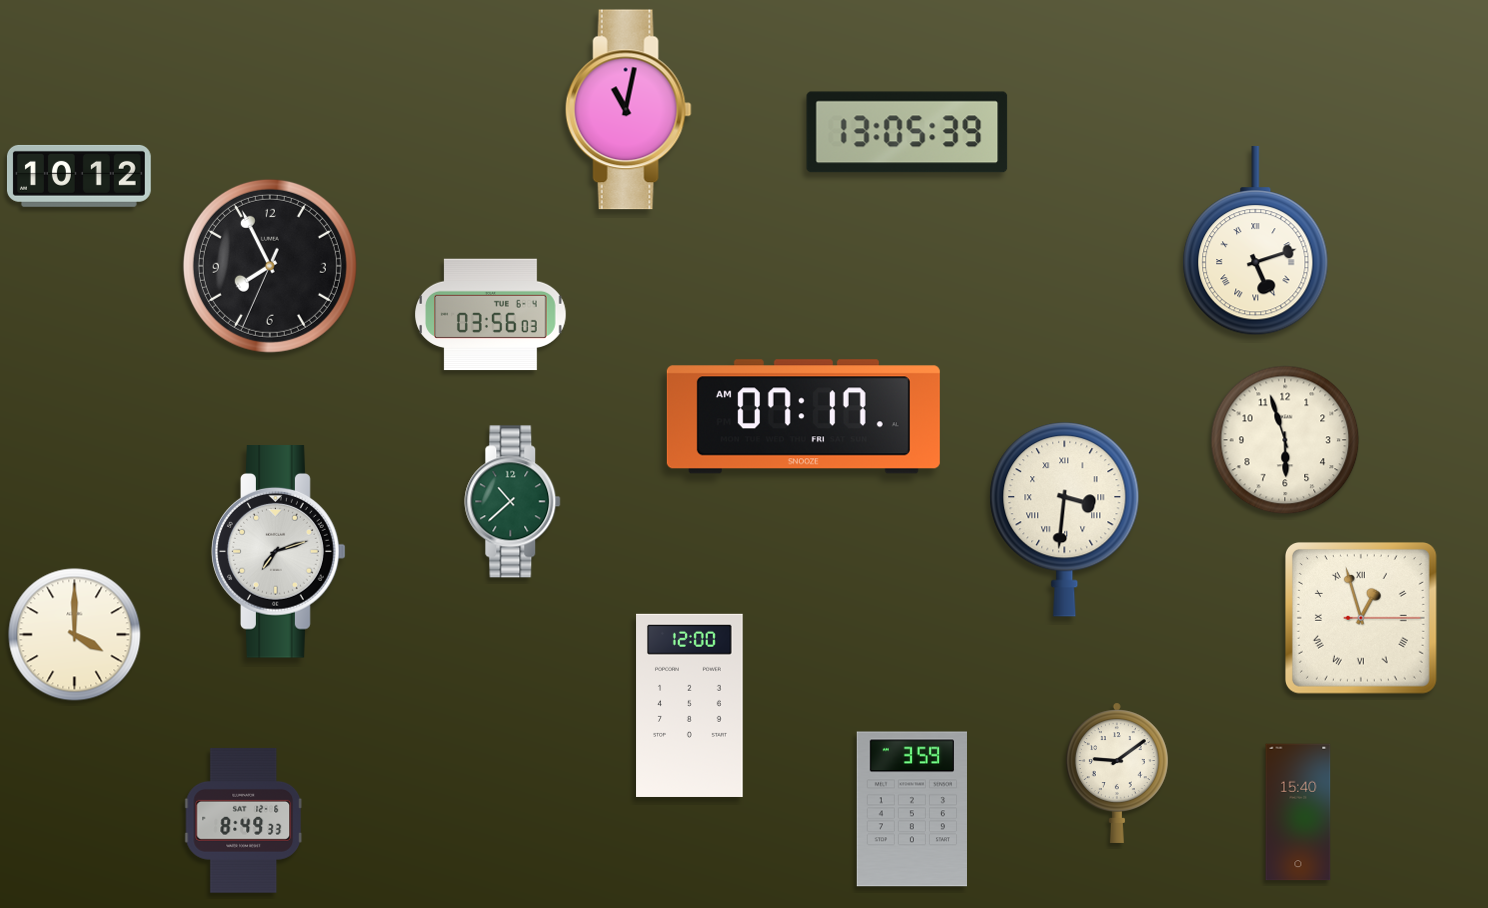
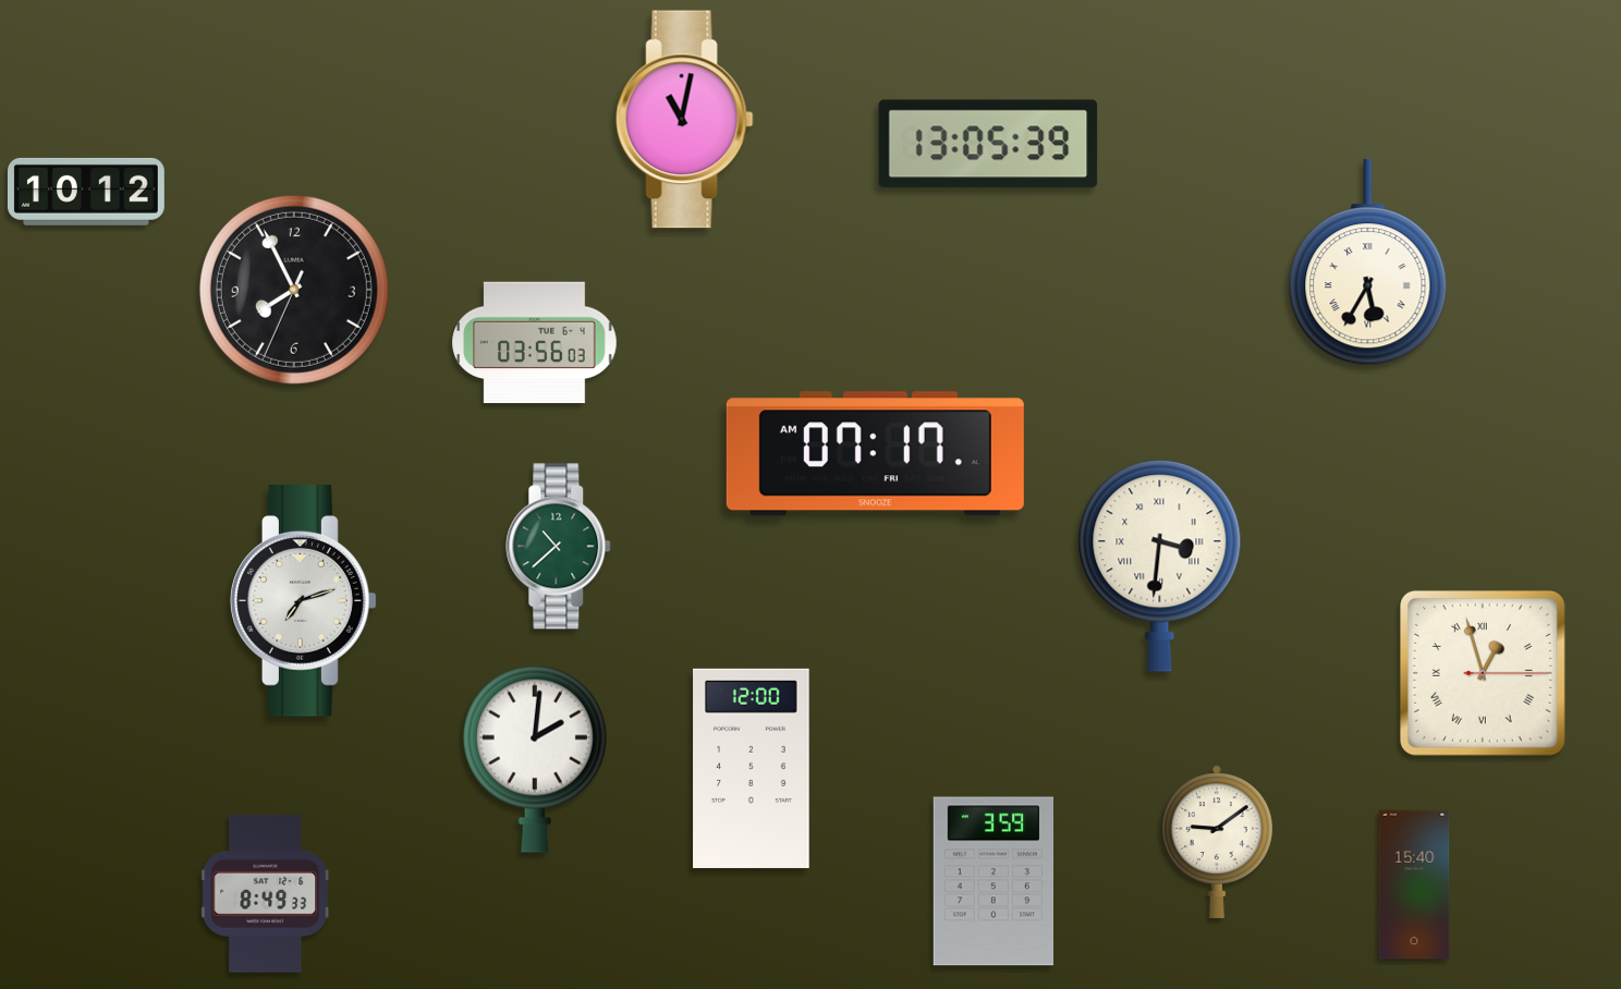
clock at (1256, 241): 5:12 -> 5:35
clock at (1285, 440): 5:57 -> none
clock at (75, 635): 4:00 -> none
clock at (535, 759): none -> 2:01
